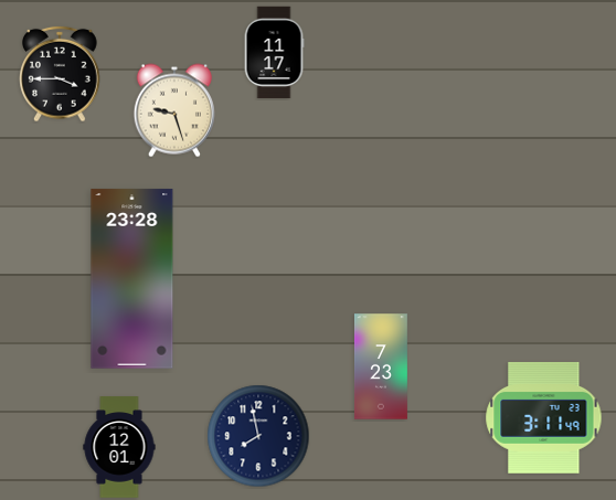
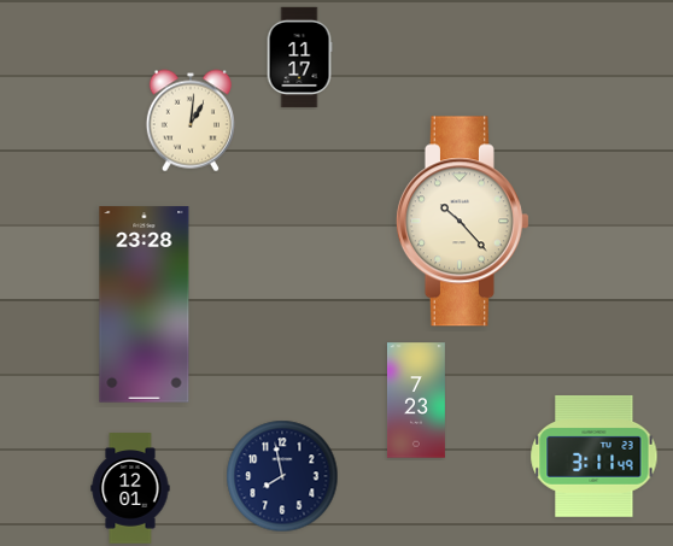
clock at (60, 74): 3:45 -> none
clock at (174, 110): 9:27 -> 1:01
clock at (462, 222): none -> 10:23
